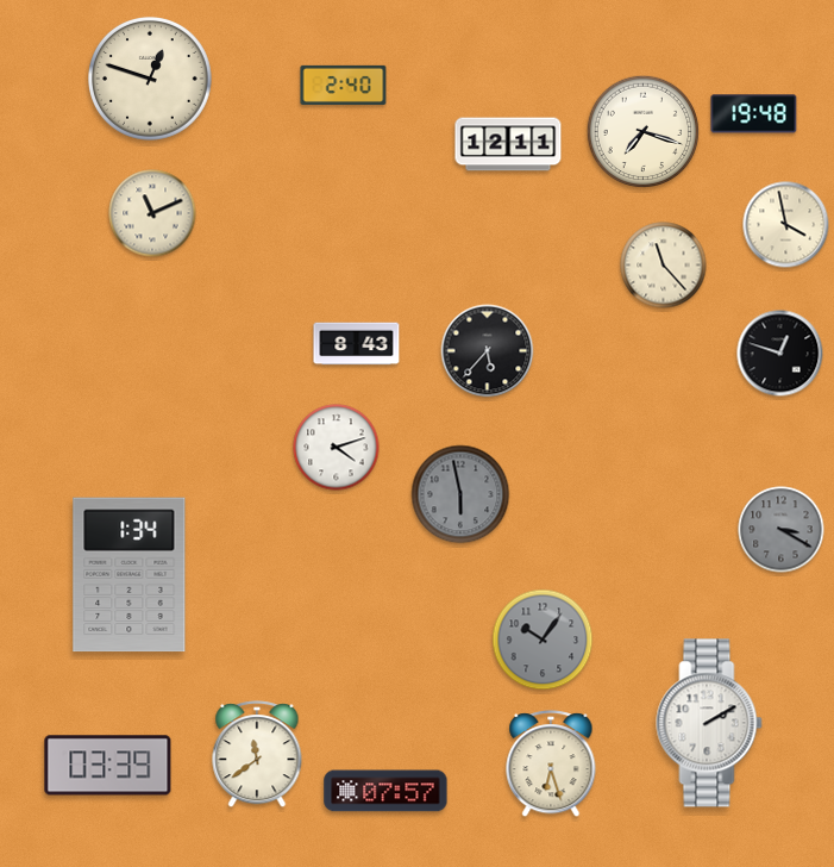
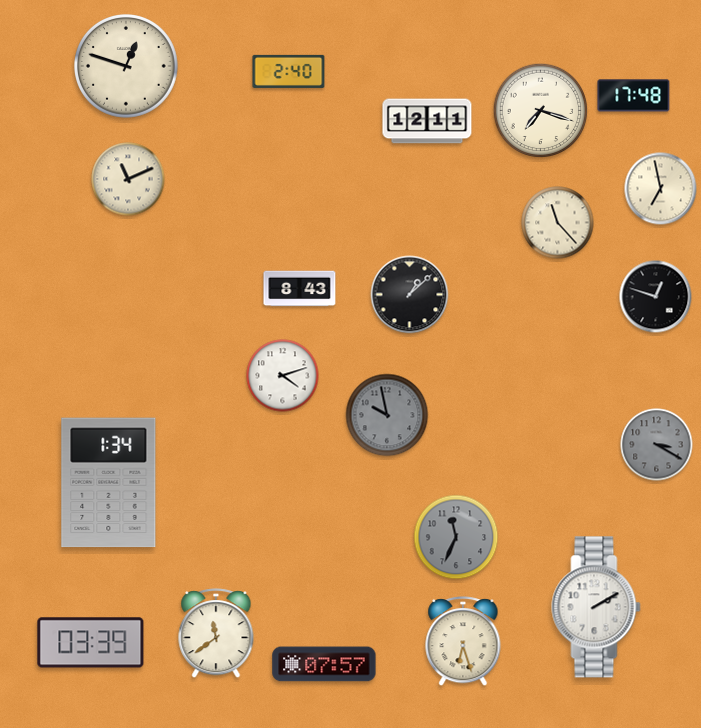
clock at (754, 114): 19:48 -> 17:48
clock at (786, 225): 3:58 -> 6:58
clock at (488, 351): 5:37 -> 1:08
clock at (460, 494): 5:58 -> 9:58
clock at (543, 640): 10:06 -> 11:34
